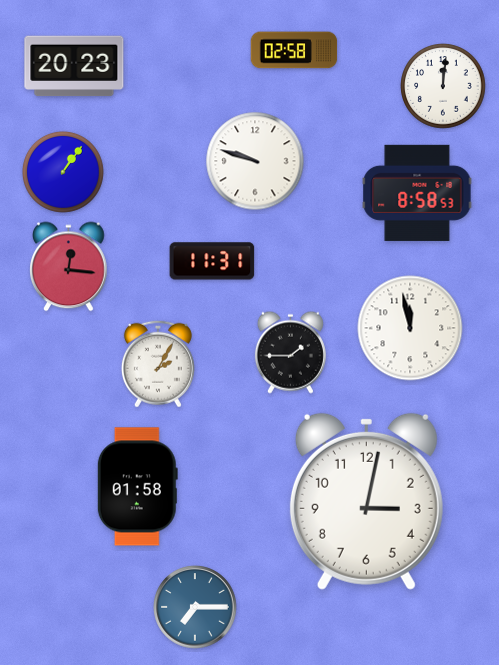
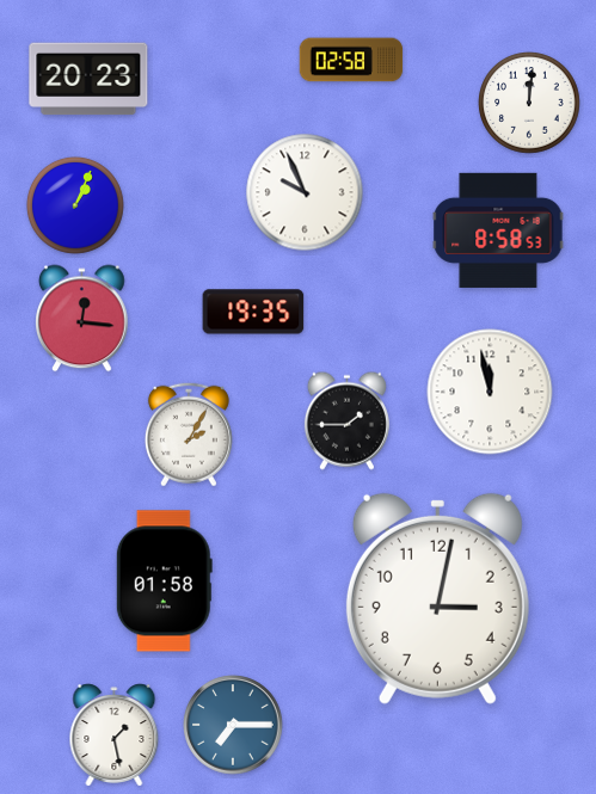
clock at (255, 161): 9:48 -> 9:56
clock at (63, 172): 1:06 -> 1:04
clock at (212, 261): 11:31 -> 19:35
clock at (115, 735): none -> 1:28
